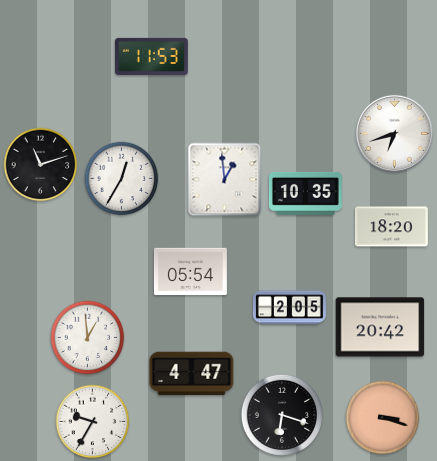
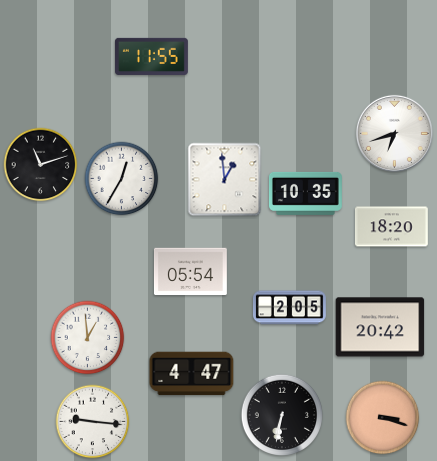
clock at (151, 56): 11:53 -> 11:55
clock at (282, 415): 6:18 -> 6:32
clock at (93, 422): 9:35 -> 9:16
